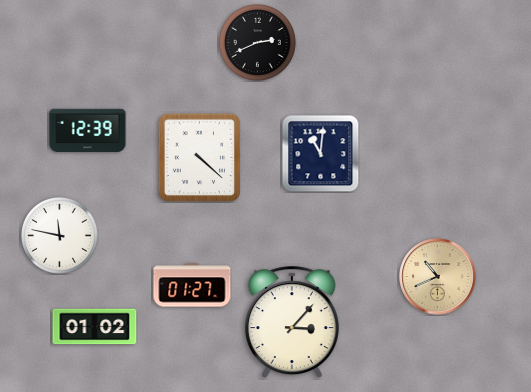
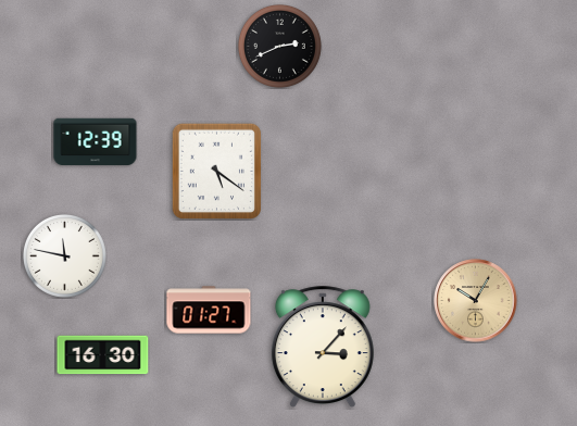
clock at (320, 153): 11:01 -> none
clock at (199, 157): 4:22 -> 5:21
clock at (438, 277): 10:41 -> 10:05
clock at (292, 322) position: (292, 322) -> (323, 347)
clock at (95, 327): 01:02 -> 16:30
